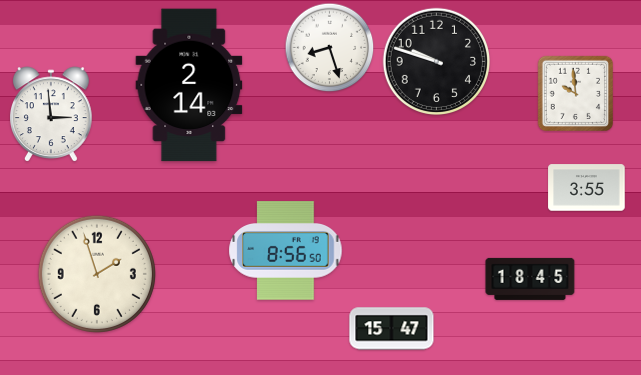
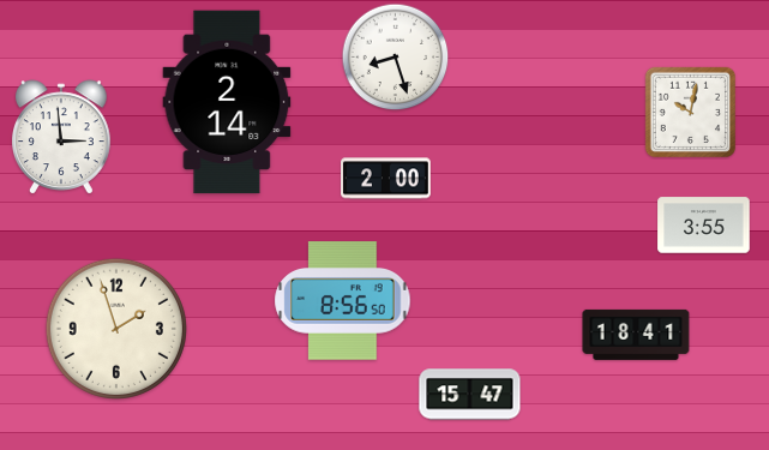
clock at (436, 61): 9:48 -> none
clock at (575, 93): 9:59 -> 10:02
clock at (386, 179): none -> 2:00
clock at (530, 279): 18:45 -> 18:41
